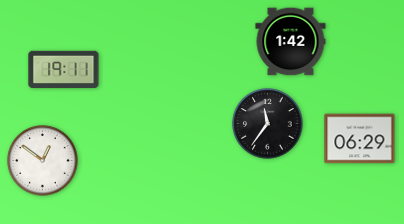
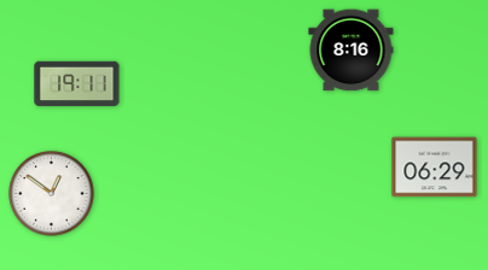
clock at (291, 42): 1:42 -> 8:16
clock at (268, 124): 11:36 -> none
